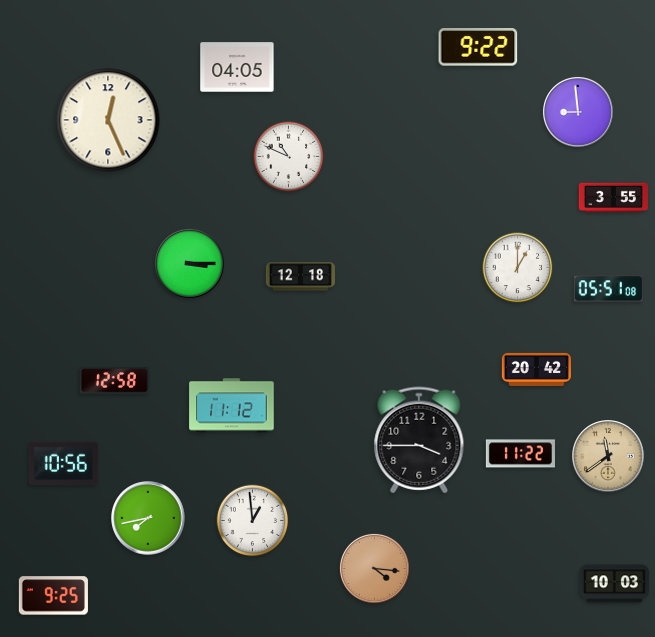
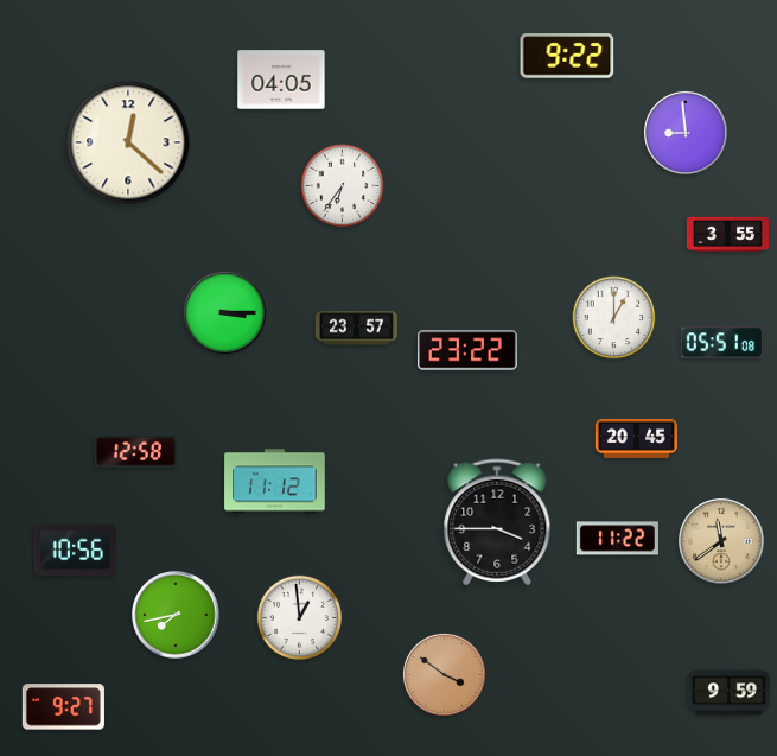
clock at (108, 120): 12:26 -> 12:22
clock at (289, 157): 10:49 -> 6:36
clock at (300, 277): 12:18 -> 23:57
clock at (469, 350): none -> 23:22
clock at (536, 369): 20:42 -> 20:45
clock at (374, 568): 4:16 -> 3:51
clock at (614, 584): 10:03 -> 9:59
clock at (53, 596): 9:25 -> 9:27
